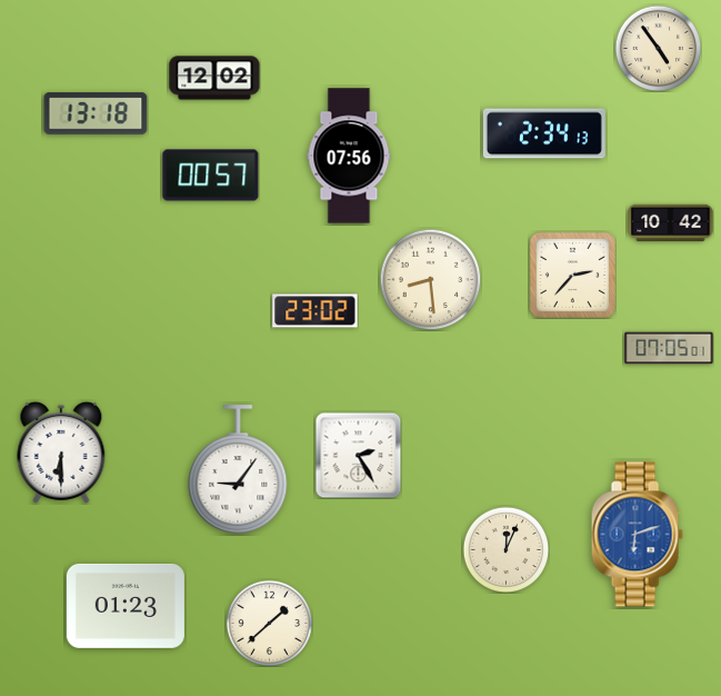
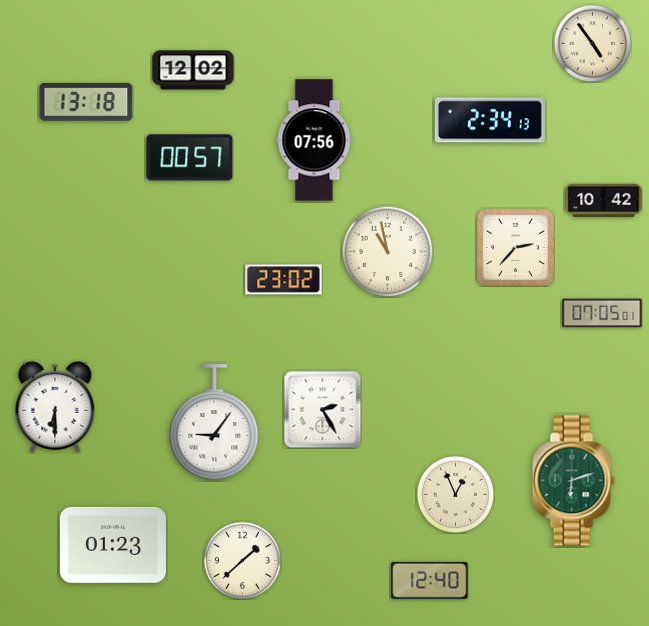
clock at (430, 279): 8:29 -> 10:58
clock at (637, 535) dial: blue -> green
clock at (505, 549): 12:04 -> 12:56
clock at (430, 580): none -> 12:40
